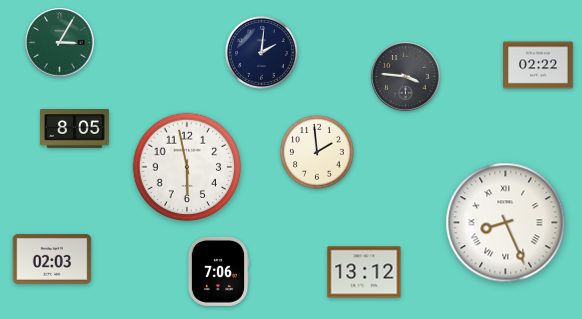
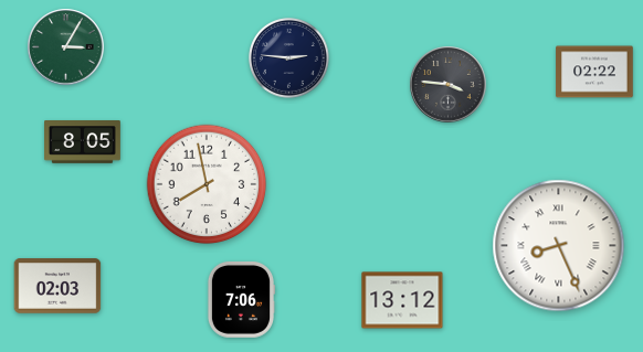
clock at (262, 53): 2:01 -> 2:46
clock at (317, 152): 1:59 -> none
clock at (187, 167): 5:58 -> 7:58
